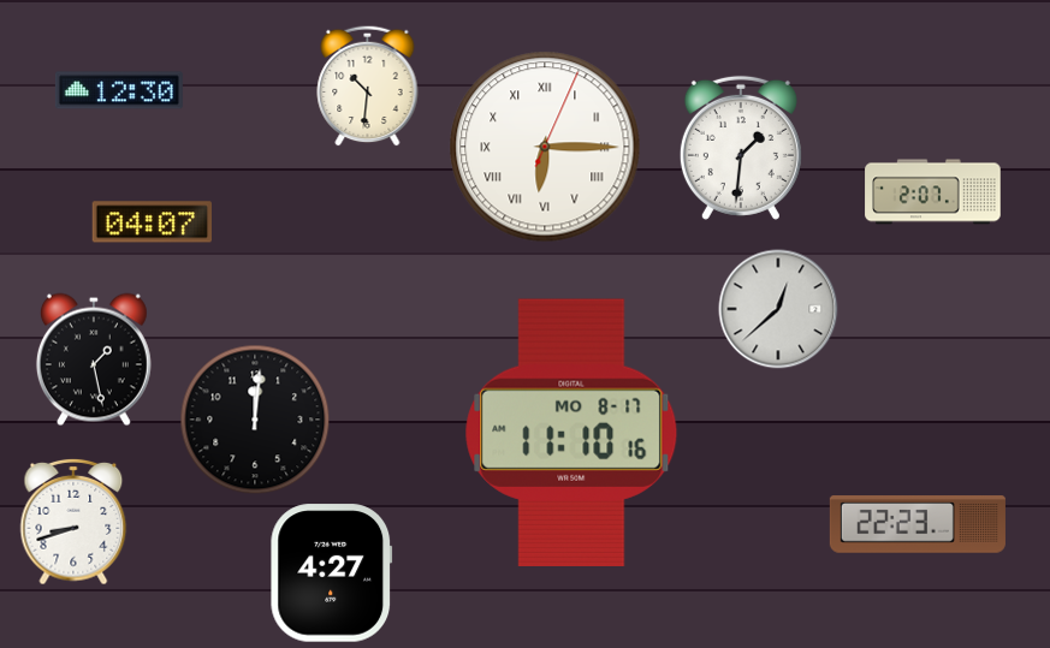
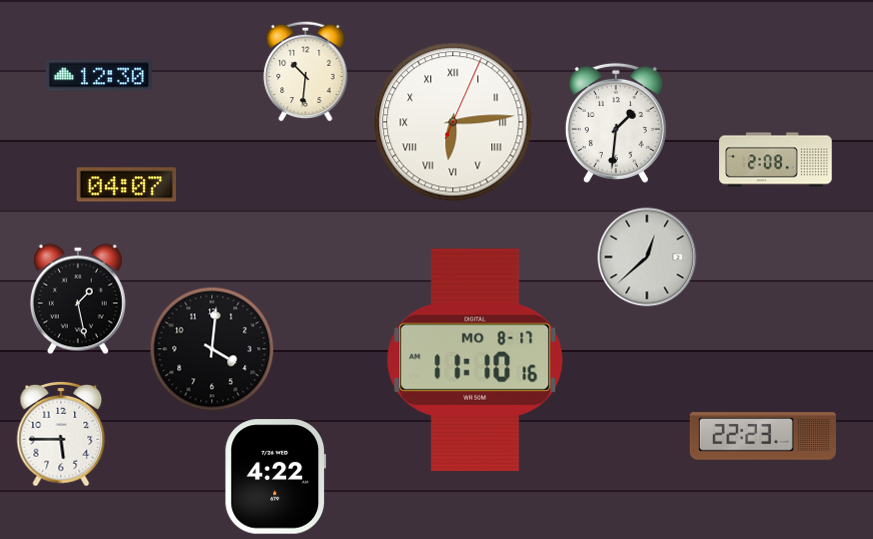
clock at (545, 147): 6:15 -> 6:14
clock at (933, 192): 2:07 -> 2:08
clock at (255, 420): 12:01 -> 4:01
clock at (73, 522): 8:42 -> 5:45
clock at (332, 573): 4:27 -> 4:22
